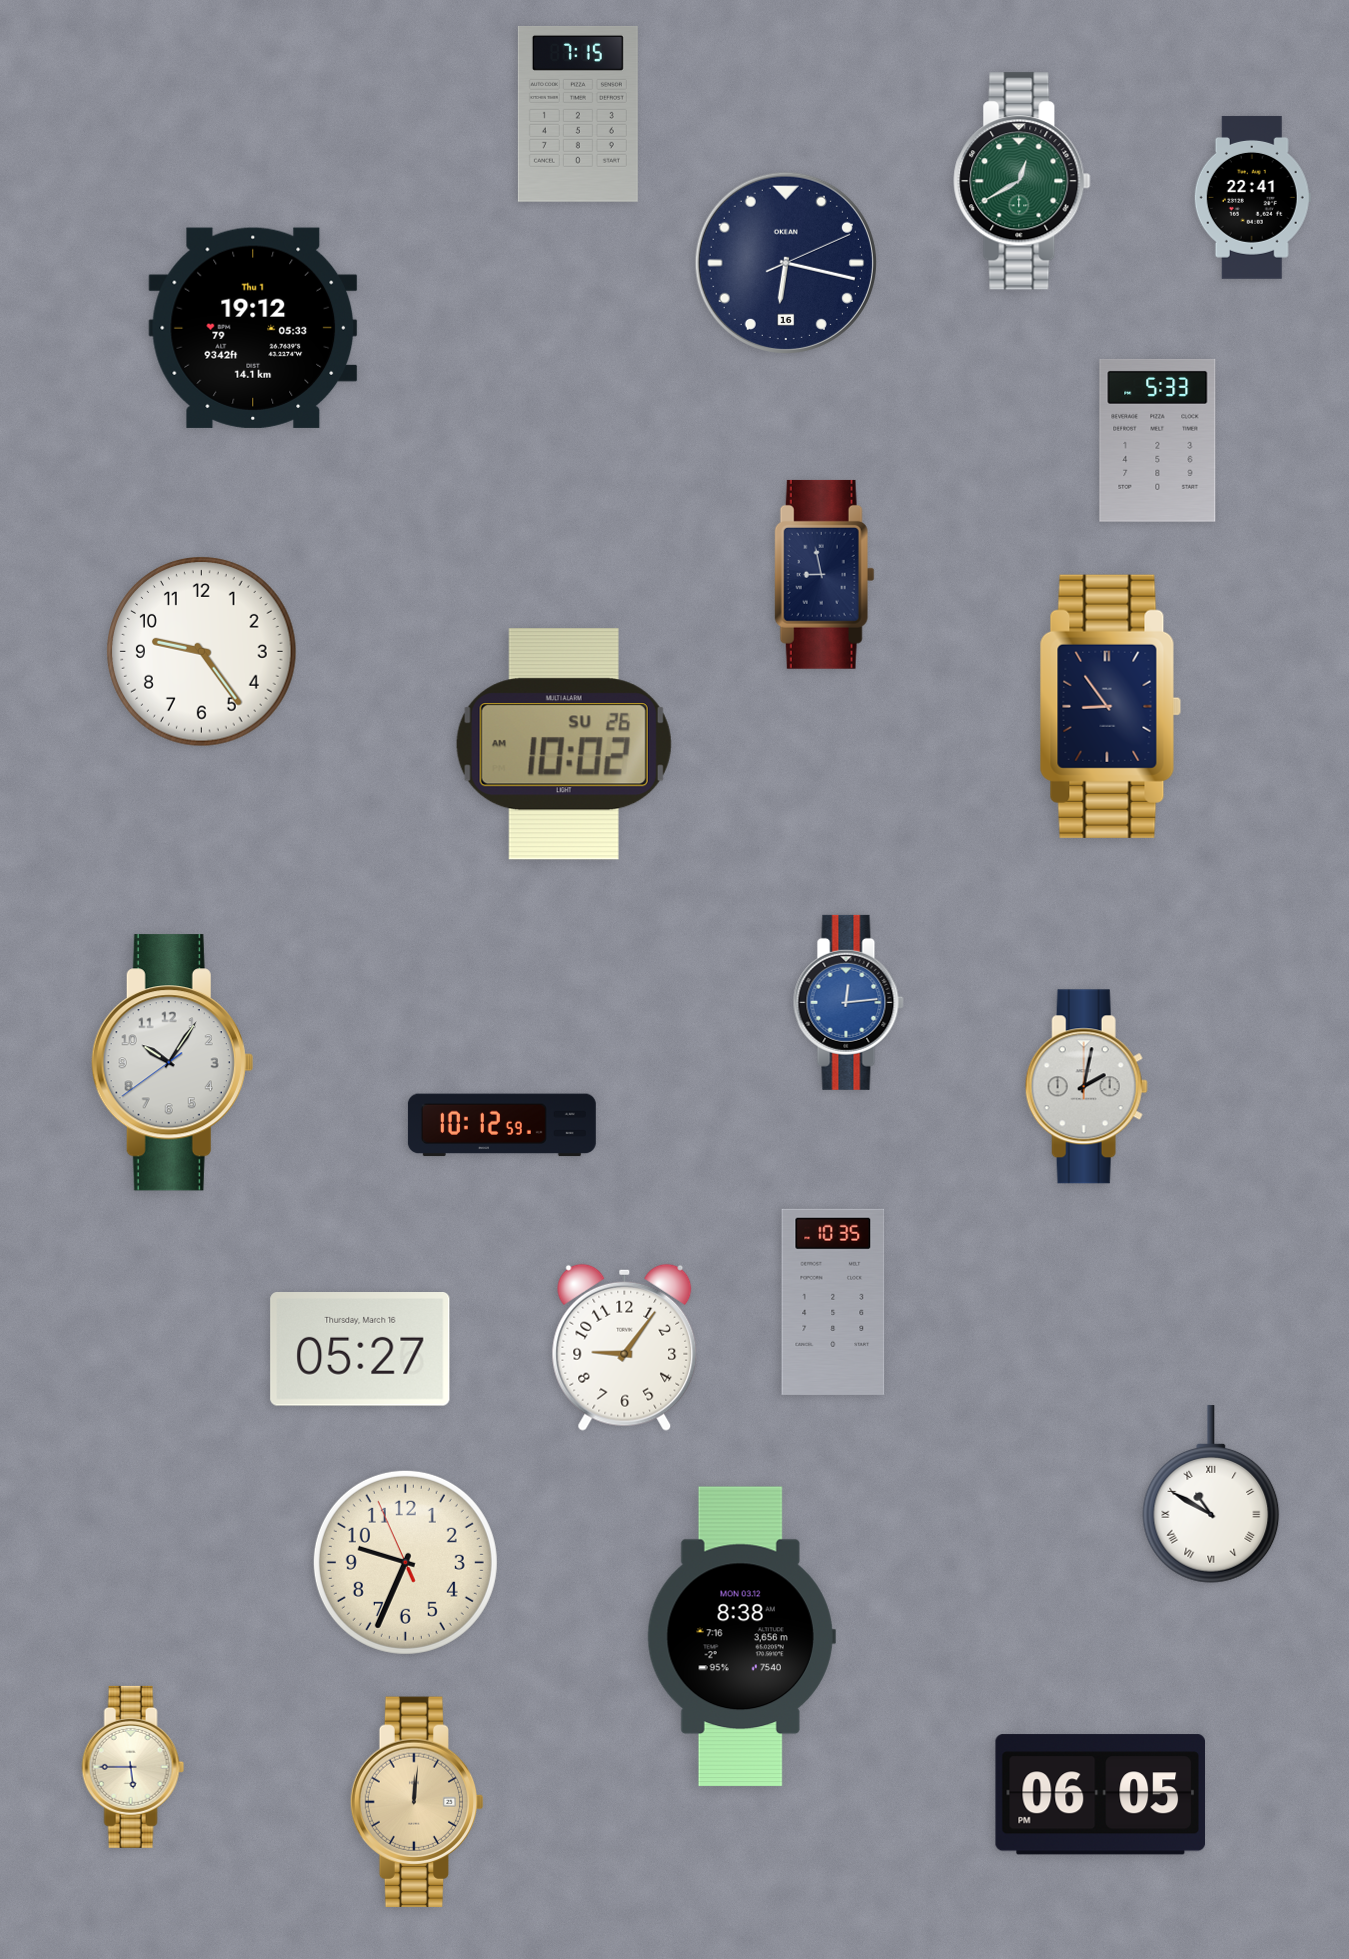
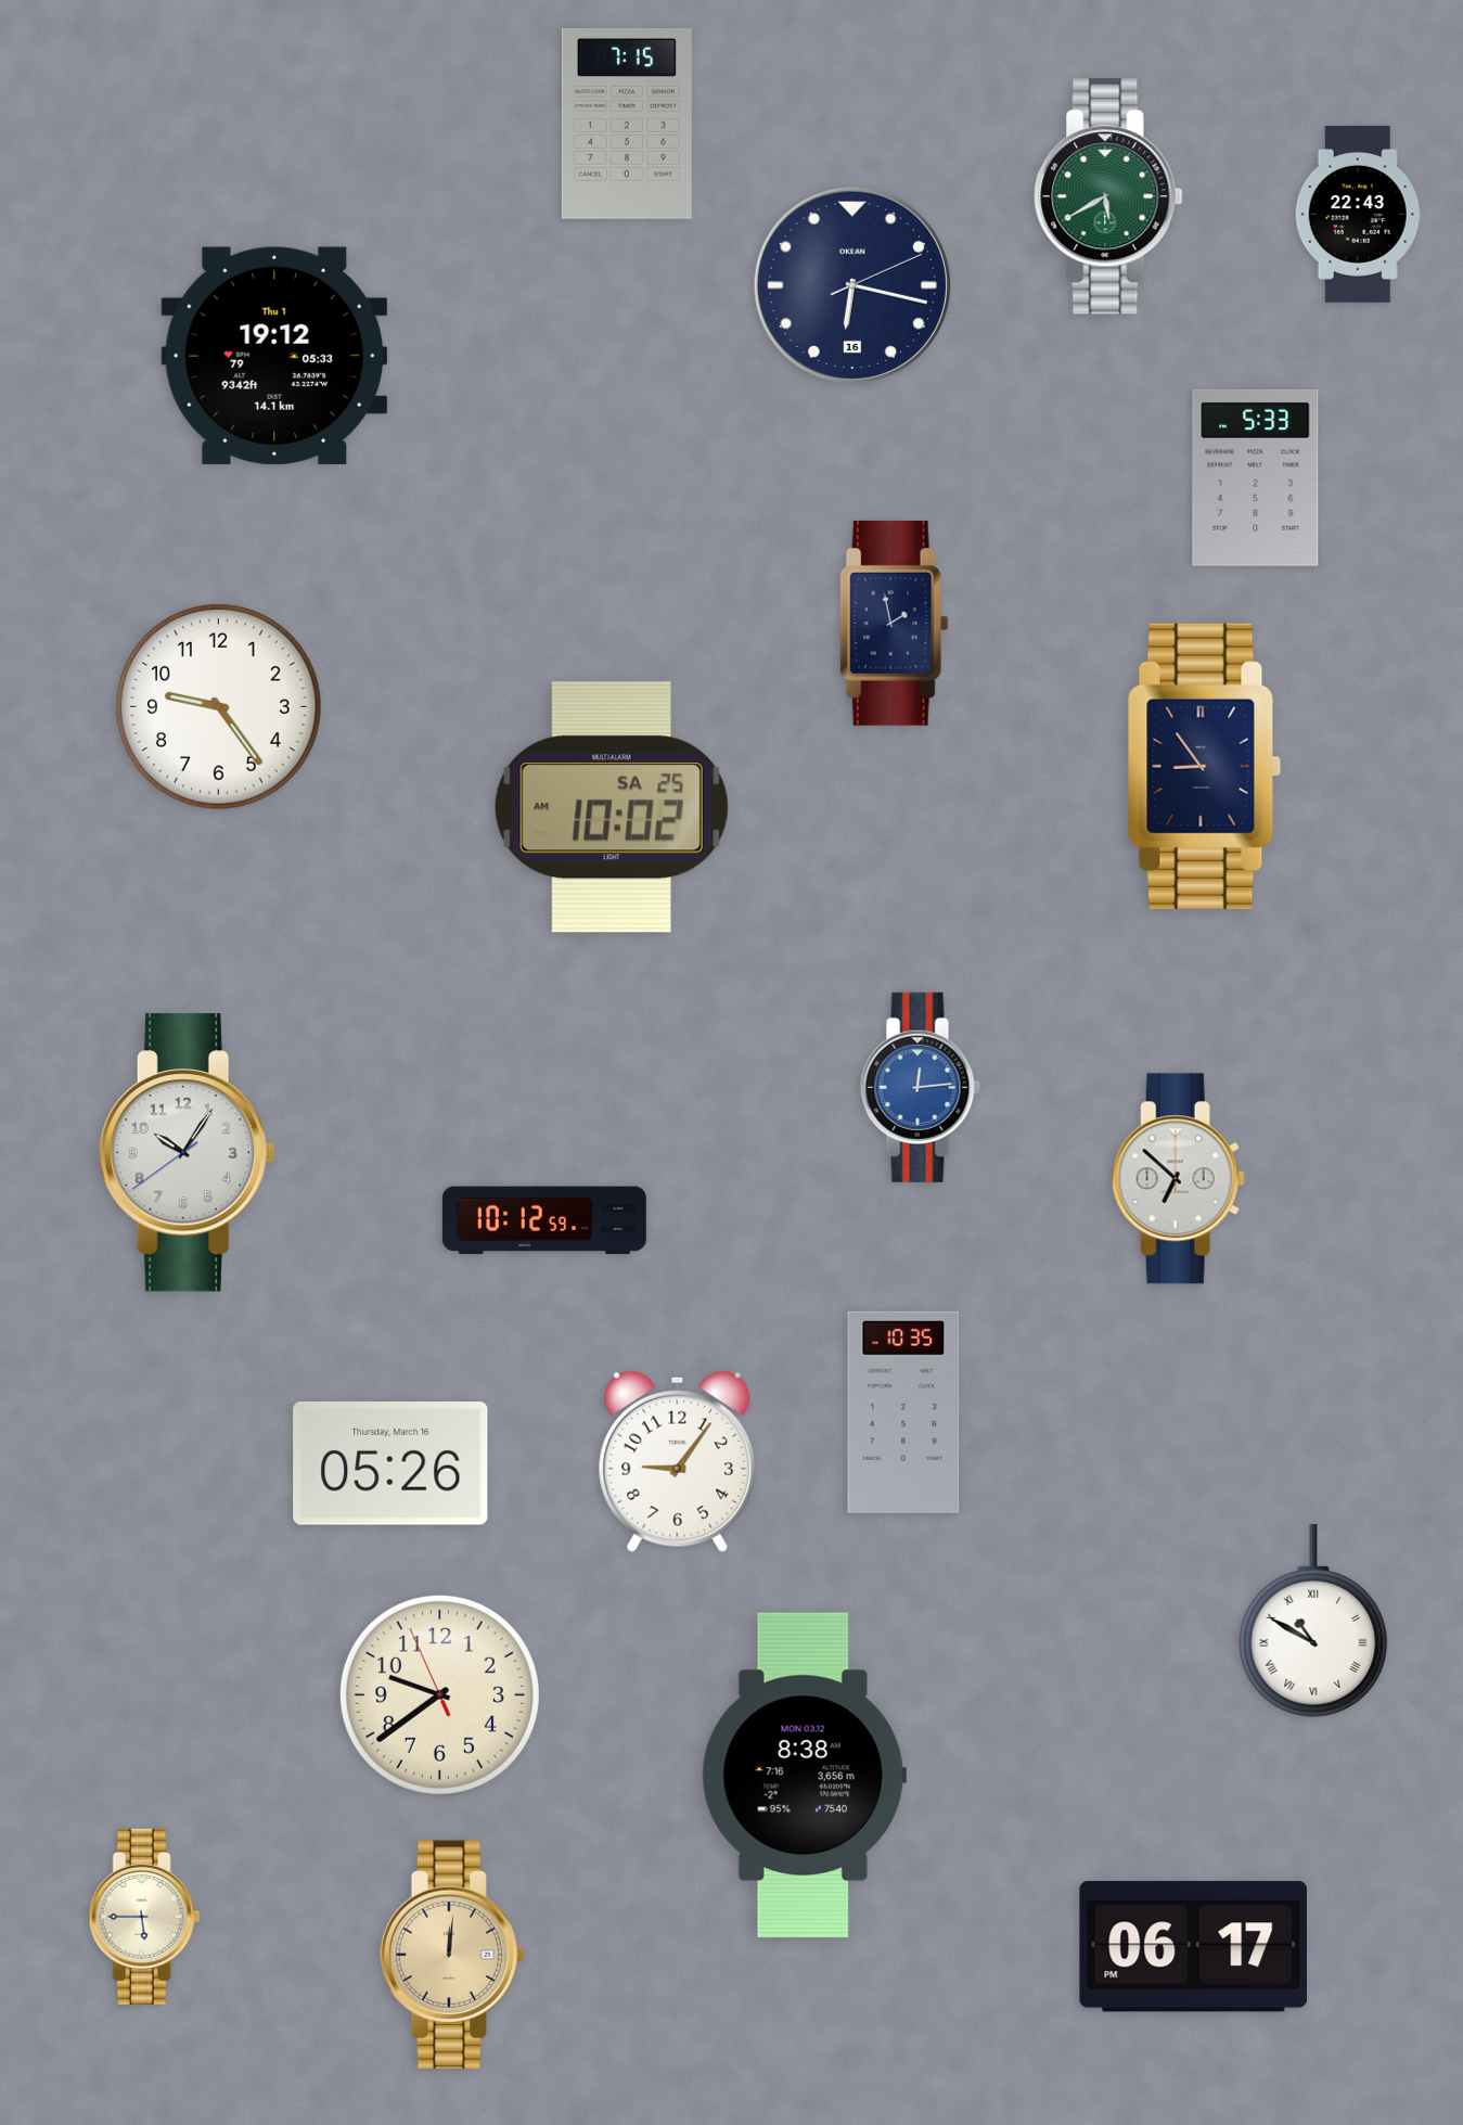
clock at (1022, 181): 12:40 -> 5:40
clock at (1252, 197): 22:41 -> 22:43
clock at (824, 574): 8:58 -> 1:58
clock at (564, 744) date: SU 26 -> SA 25
clock at (1086, 1087): 2:02 -> 6:52
clock at (360, 1350): 05:27 -> 05:26
clock at (405, 1562): 9:33 -> 9:38
clock at (1100, 1795): 06:05 -> 06:17
